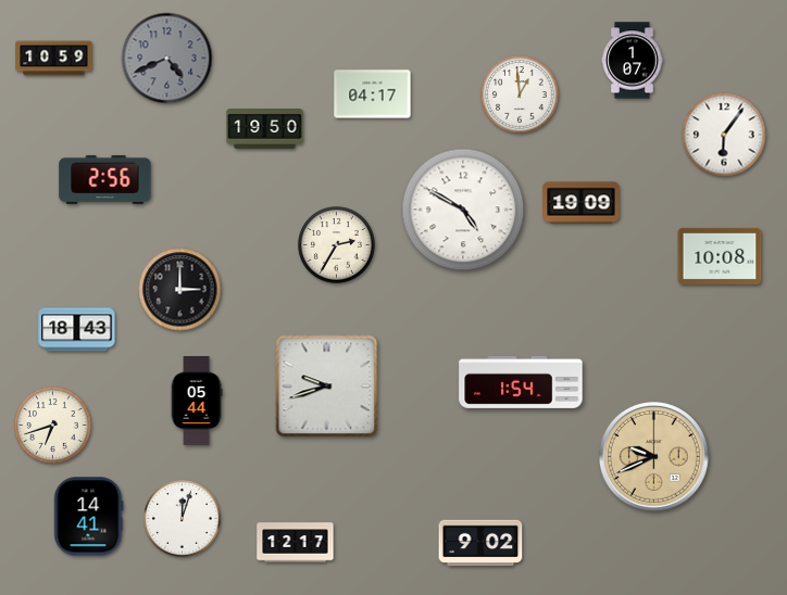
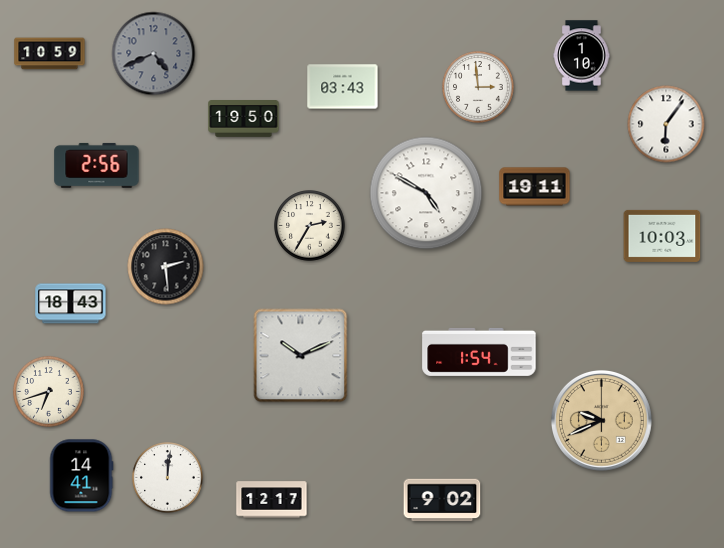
clock at (633, 61): 1:07 -> 1:10
clock at (373, 94): 04:17 -> 03:43
clock at (520, 94): 12:59 -> 2:59
clock at (582, 203): 19:09 -> 19:11
clock at (720, 256): 10:08 -> 10:03
clock at (180, 290): 3:00 -> 2:29
clock at (327, 387): 9:42 -> 10:11
clock at (197, 402): 05:44 -> none
clock at (183, 519): 12:03 -> 12:01
